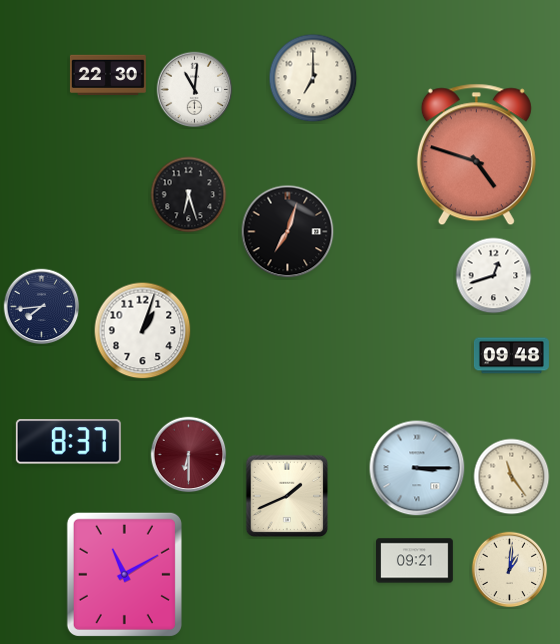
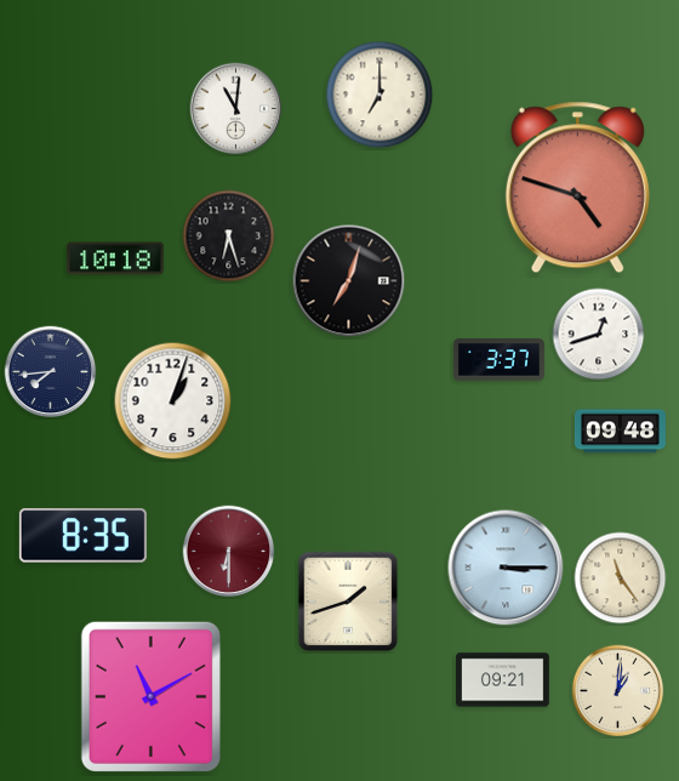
clock at (108, 75): 22:30 -> none
clock at (115, 258): none -> 10:18
clock at (498, 360): none -> 3:37
clock at (68, 442): 8:37 -> 8:35
clock at (287, 496): 1:41 -> 1:42
